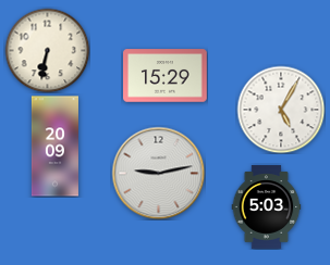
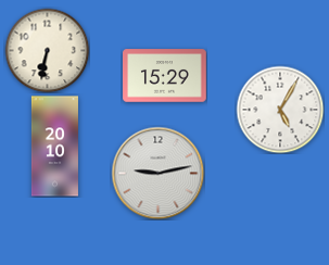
clock at (54, 147): 20:09 -> 20:10
clock at (267, 207): 5:03 -> none
